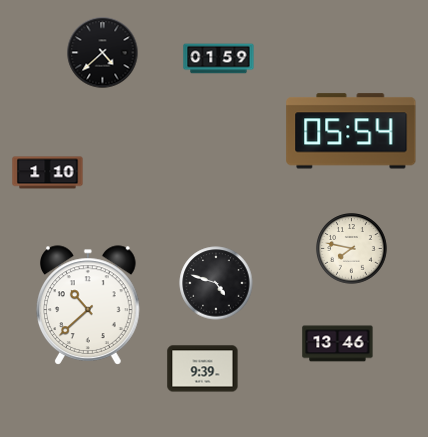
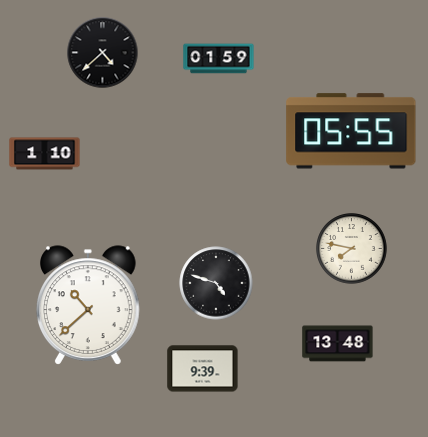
clock at (351, 131): 05:54 -> 05:55
clock at (48, 173) position: (48, 173) -> (45, 154)
clock at (338, 344): 13:46 -> 13:48
